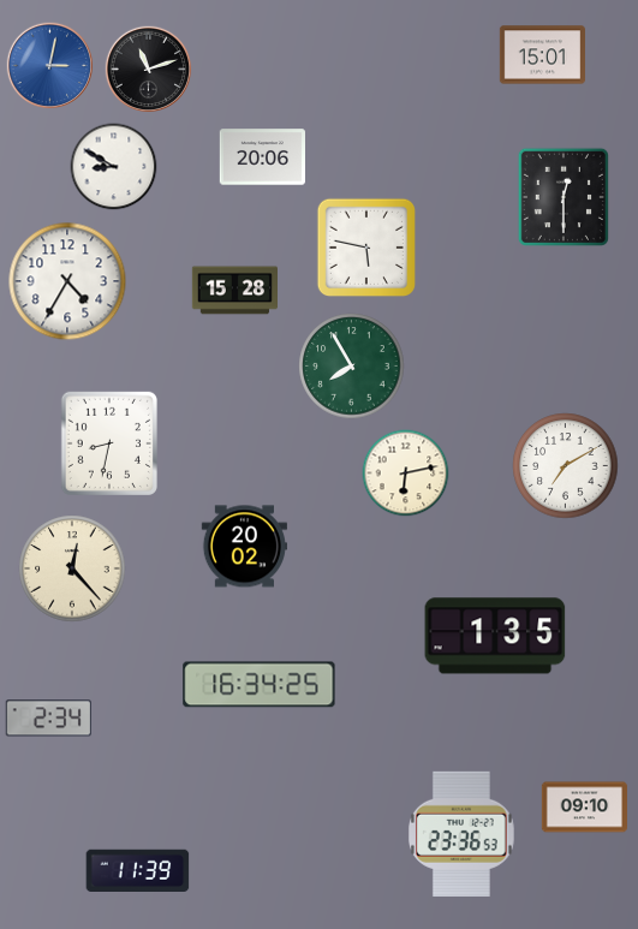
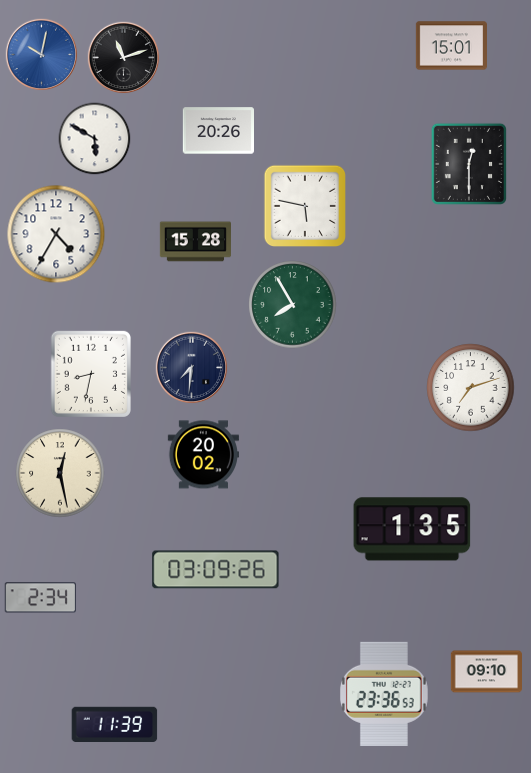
clock at (50, 66): 3:02 -> 10:02
clock at (262, 157): 20:06 -> 20:26
clock at (114, 167): 8:50 -> 5:50
clock at (192, 368): none -> 7:31
clock at (109, 443) position: (109, 443) -> (91, 374)
clock at (566, 466): 7:10 -> 7:12
clock at (406, 474): 6:13 -> none
clock at (72, 568): 12:23 -> 12:28
clock at (260, 685): 16:34 -> 03:09
